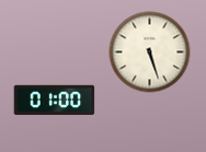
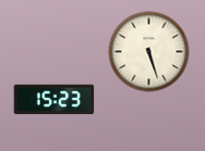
clock at (55, 101): 01:00 -> 15:23
